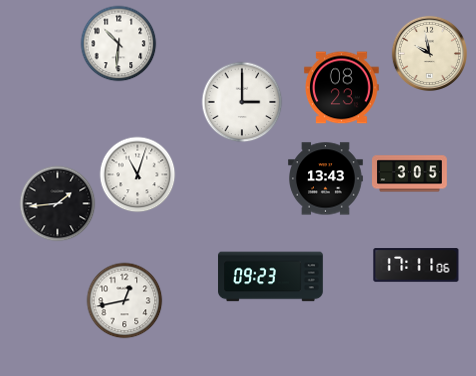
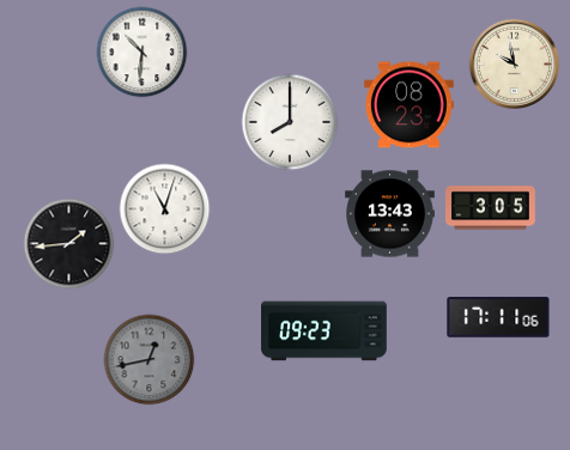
clock at (242, 102): 3:00 -> 8:00
clock at (125, 301) dial: white -> grey
